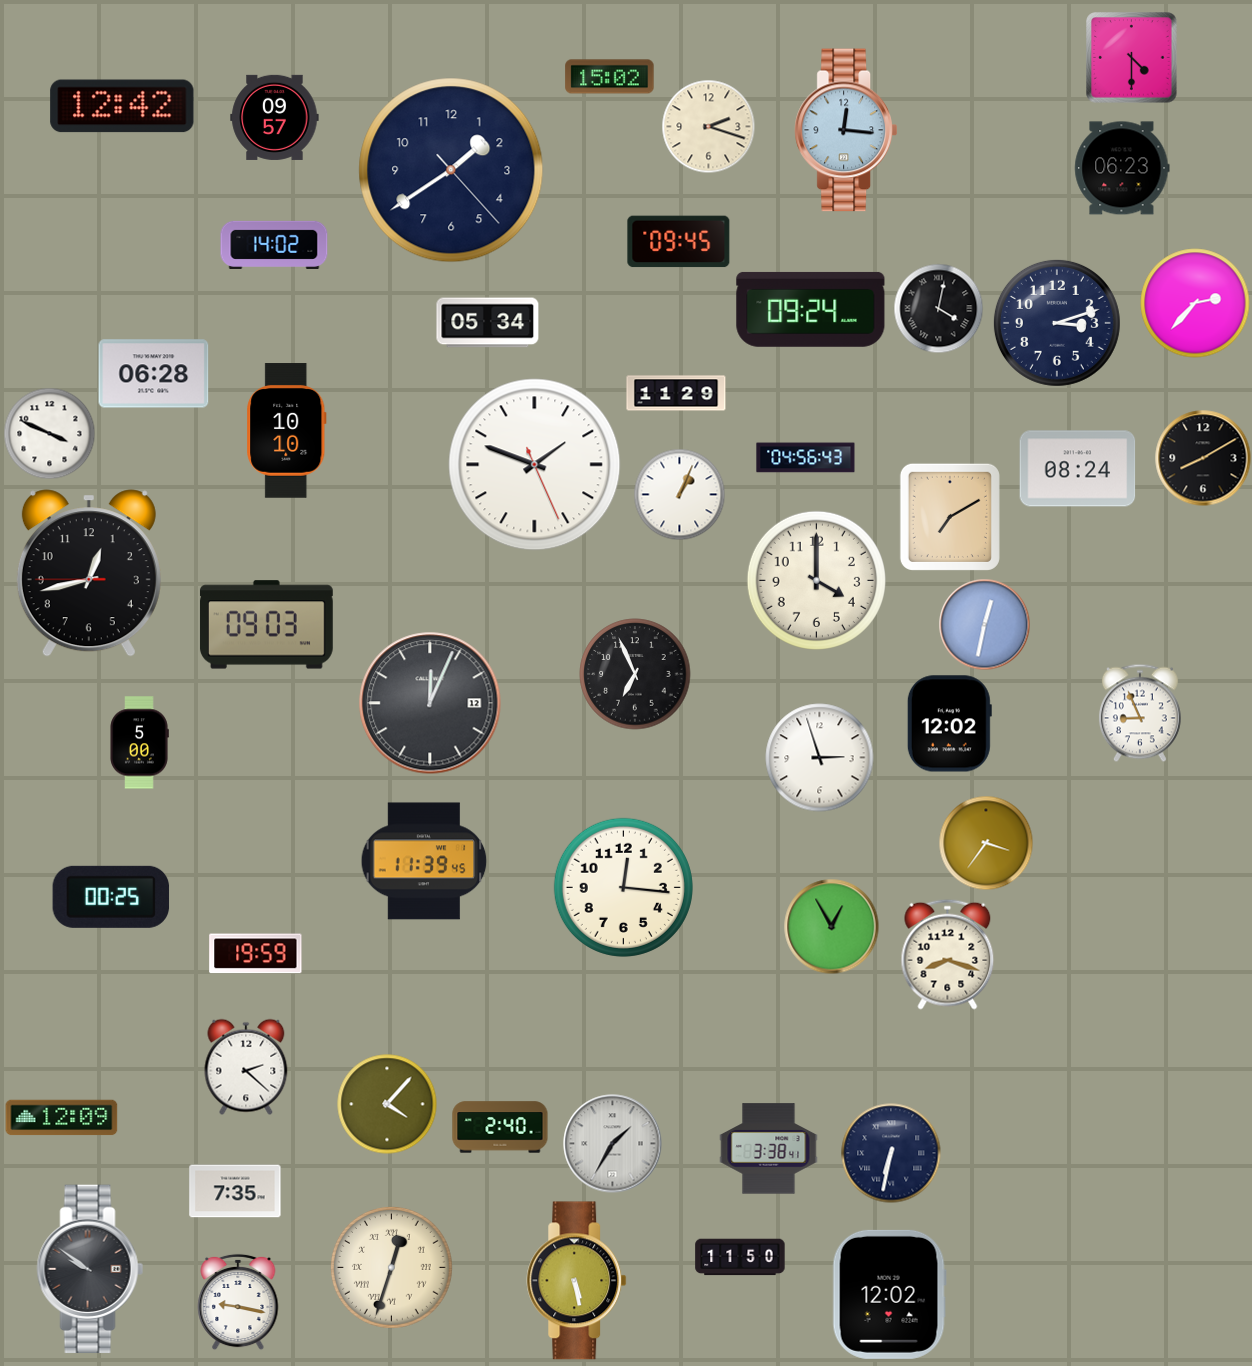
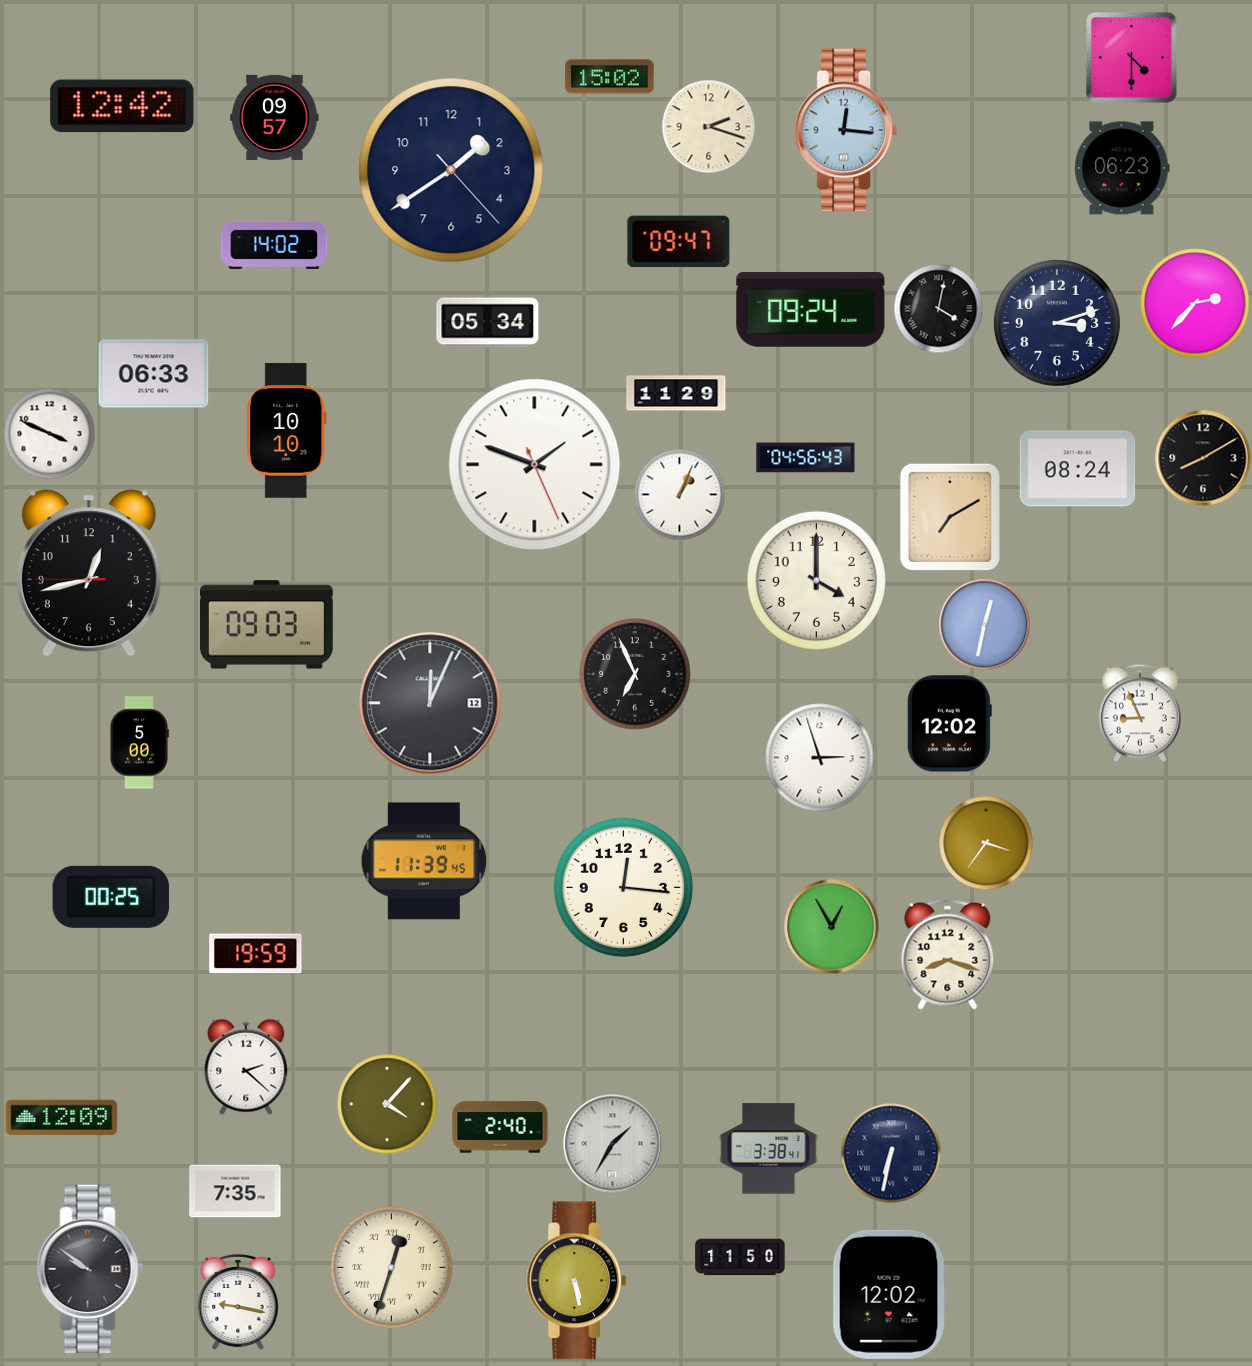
clock at (679, 242): 09:45 -> 09:47
clock at (154, 374): 06:28 -> 06:33
